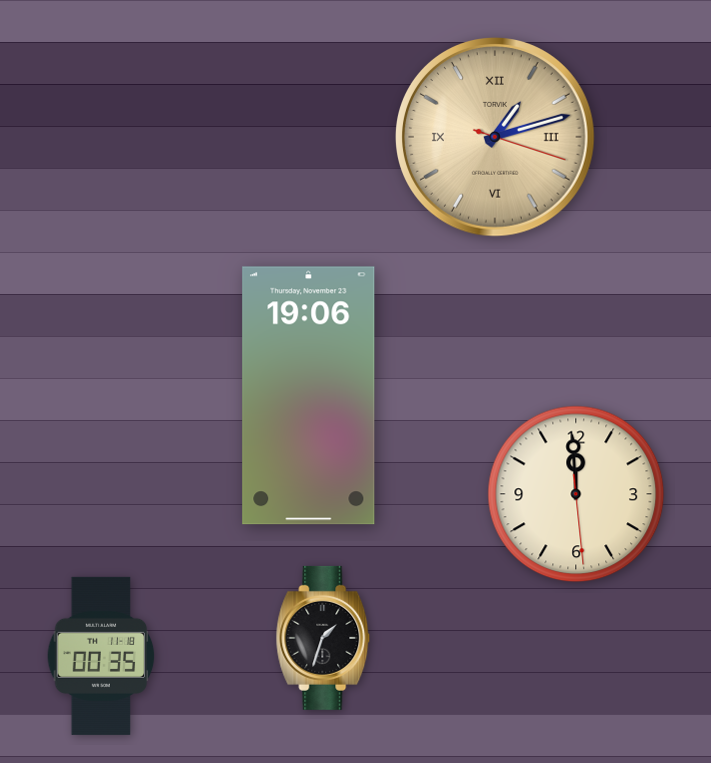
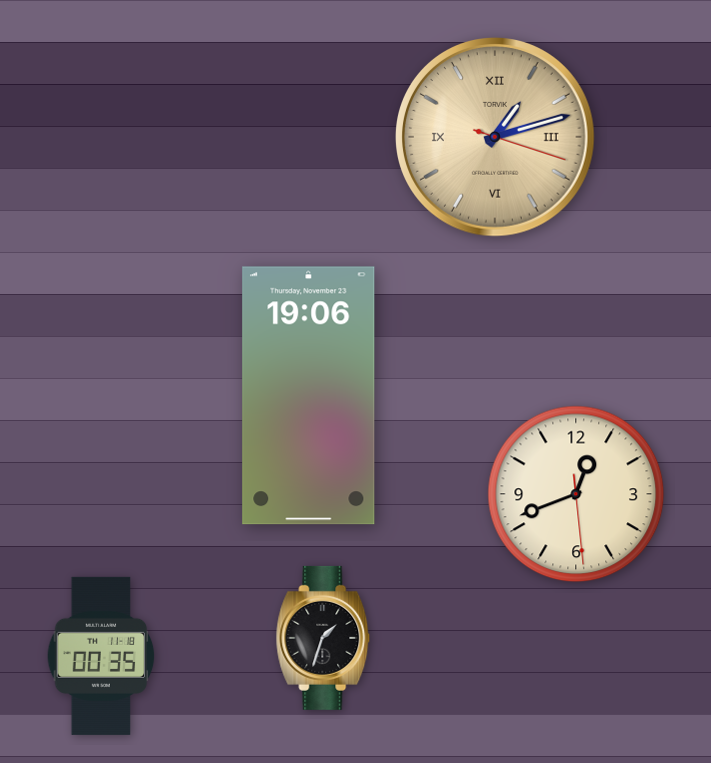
clock at (576, 494): 11:59 -> 12:41
